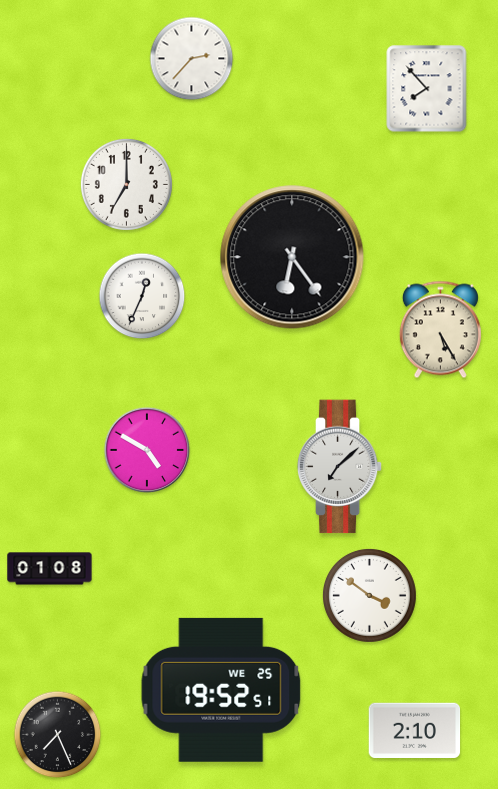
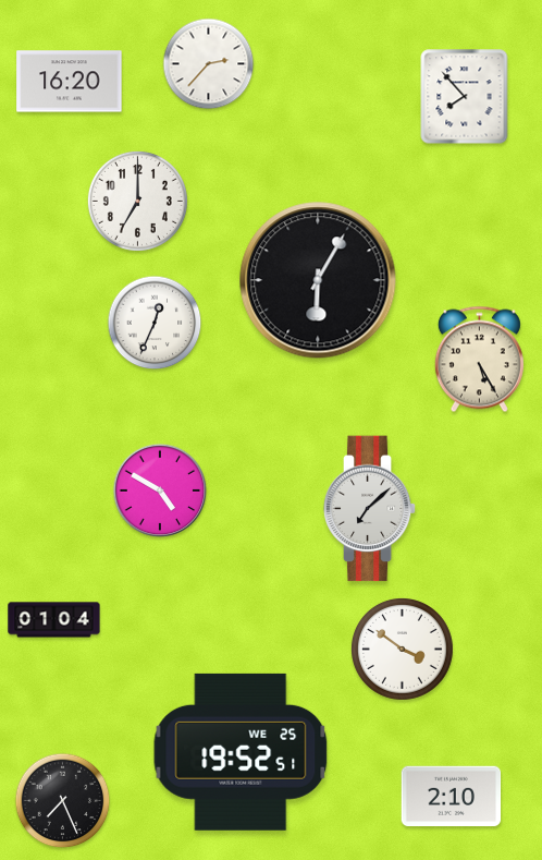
clock at (70, 82): none -> 16:20
clock at (292, 257): 6:24 -> 6:05
clock at (50, 569): 01:08 -> 01:04
